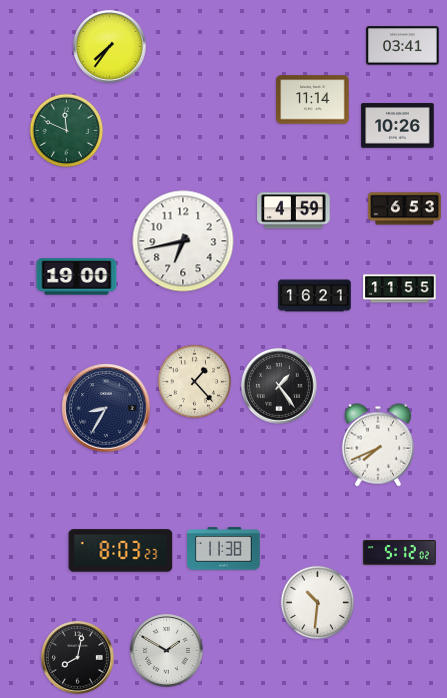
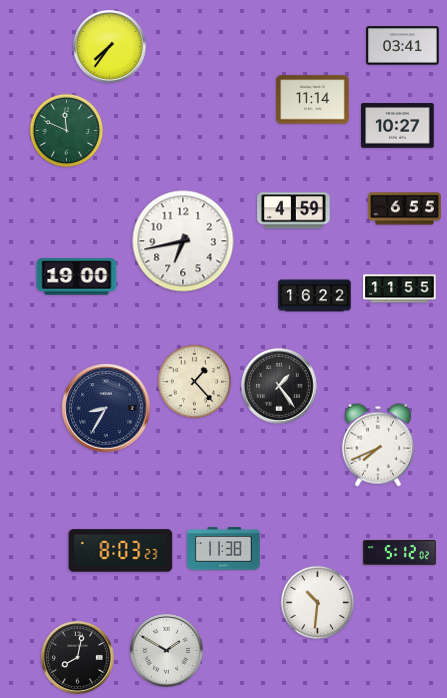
clock at (398, 126): 10:26 -> 10:27
clock at (405, 209): 6:53 -> 6:55
clock at (315, 296): 16:21 -> 16:22
